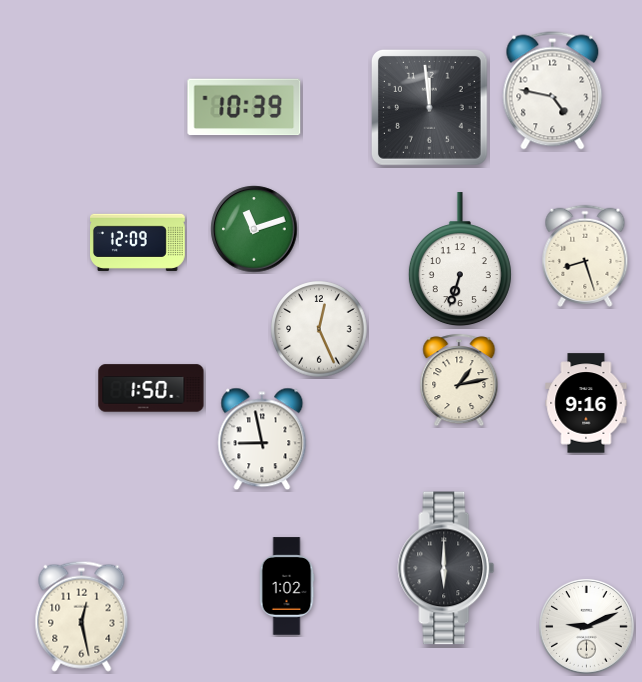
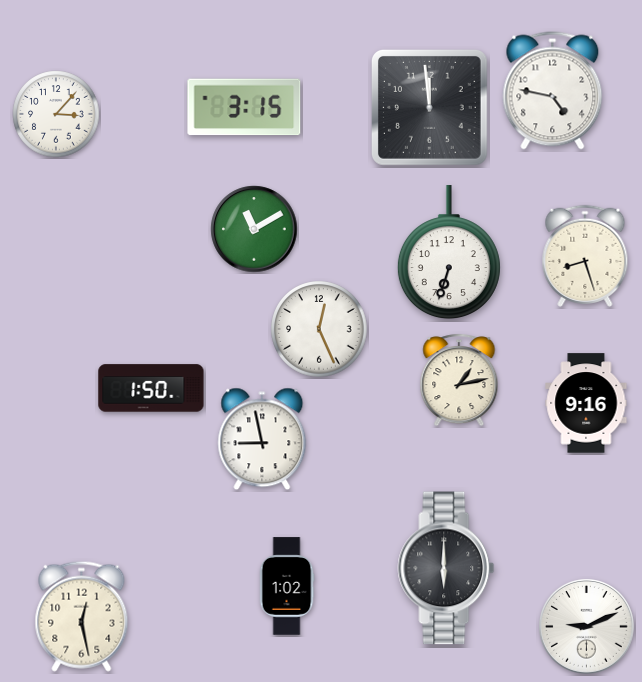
clock at (244, 107): 10:39 -> 3:15
clock at (56, 114): none -> 3:07
clock at (254, 229): 11:12 -> 11:10
clock at (138, 242): 12:09 -> none
clock at (460, 260) position: (460, 260) -> (449, 253)
